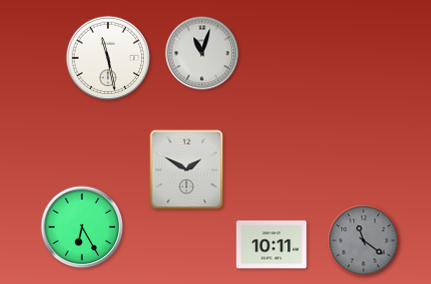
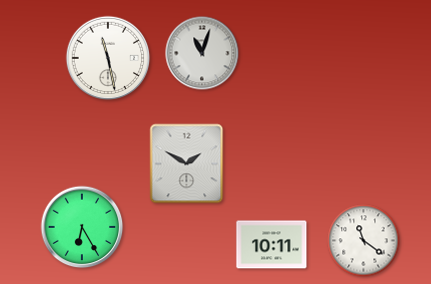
clock at (187, 170) position: (187, 170) -> (187, 164)
clock at (364, 241) dial: grey -> white
